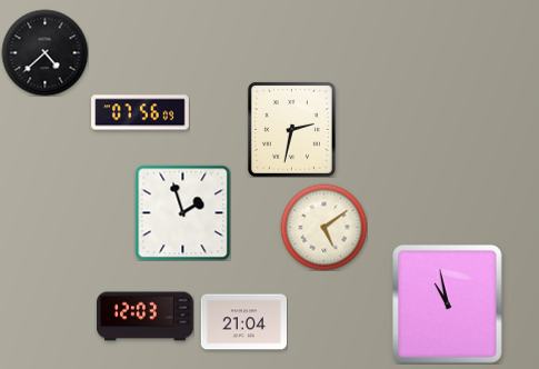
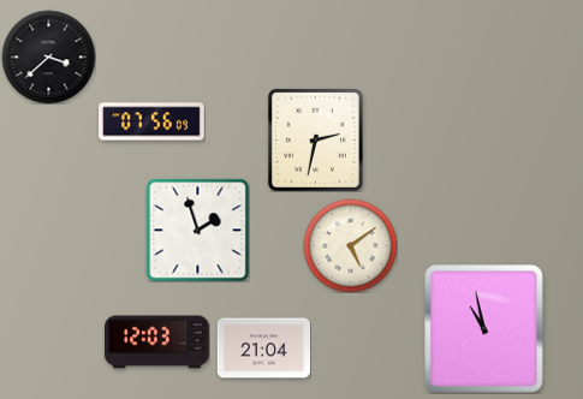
clock at (44, 52): 4:38 -> 3:38
